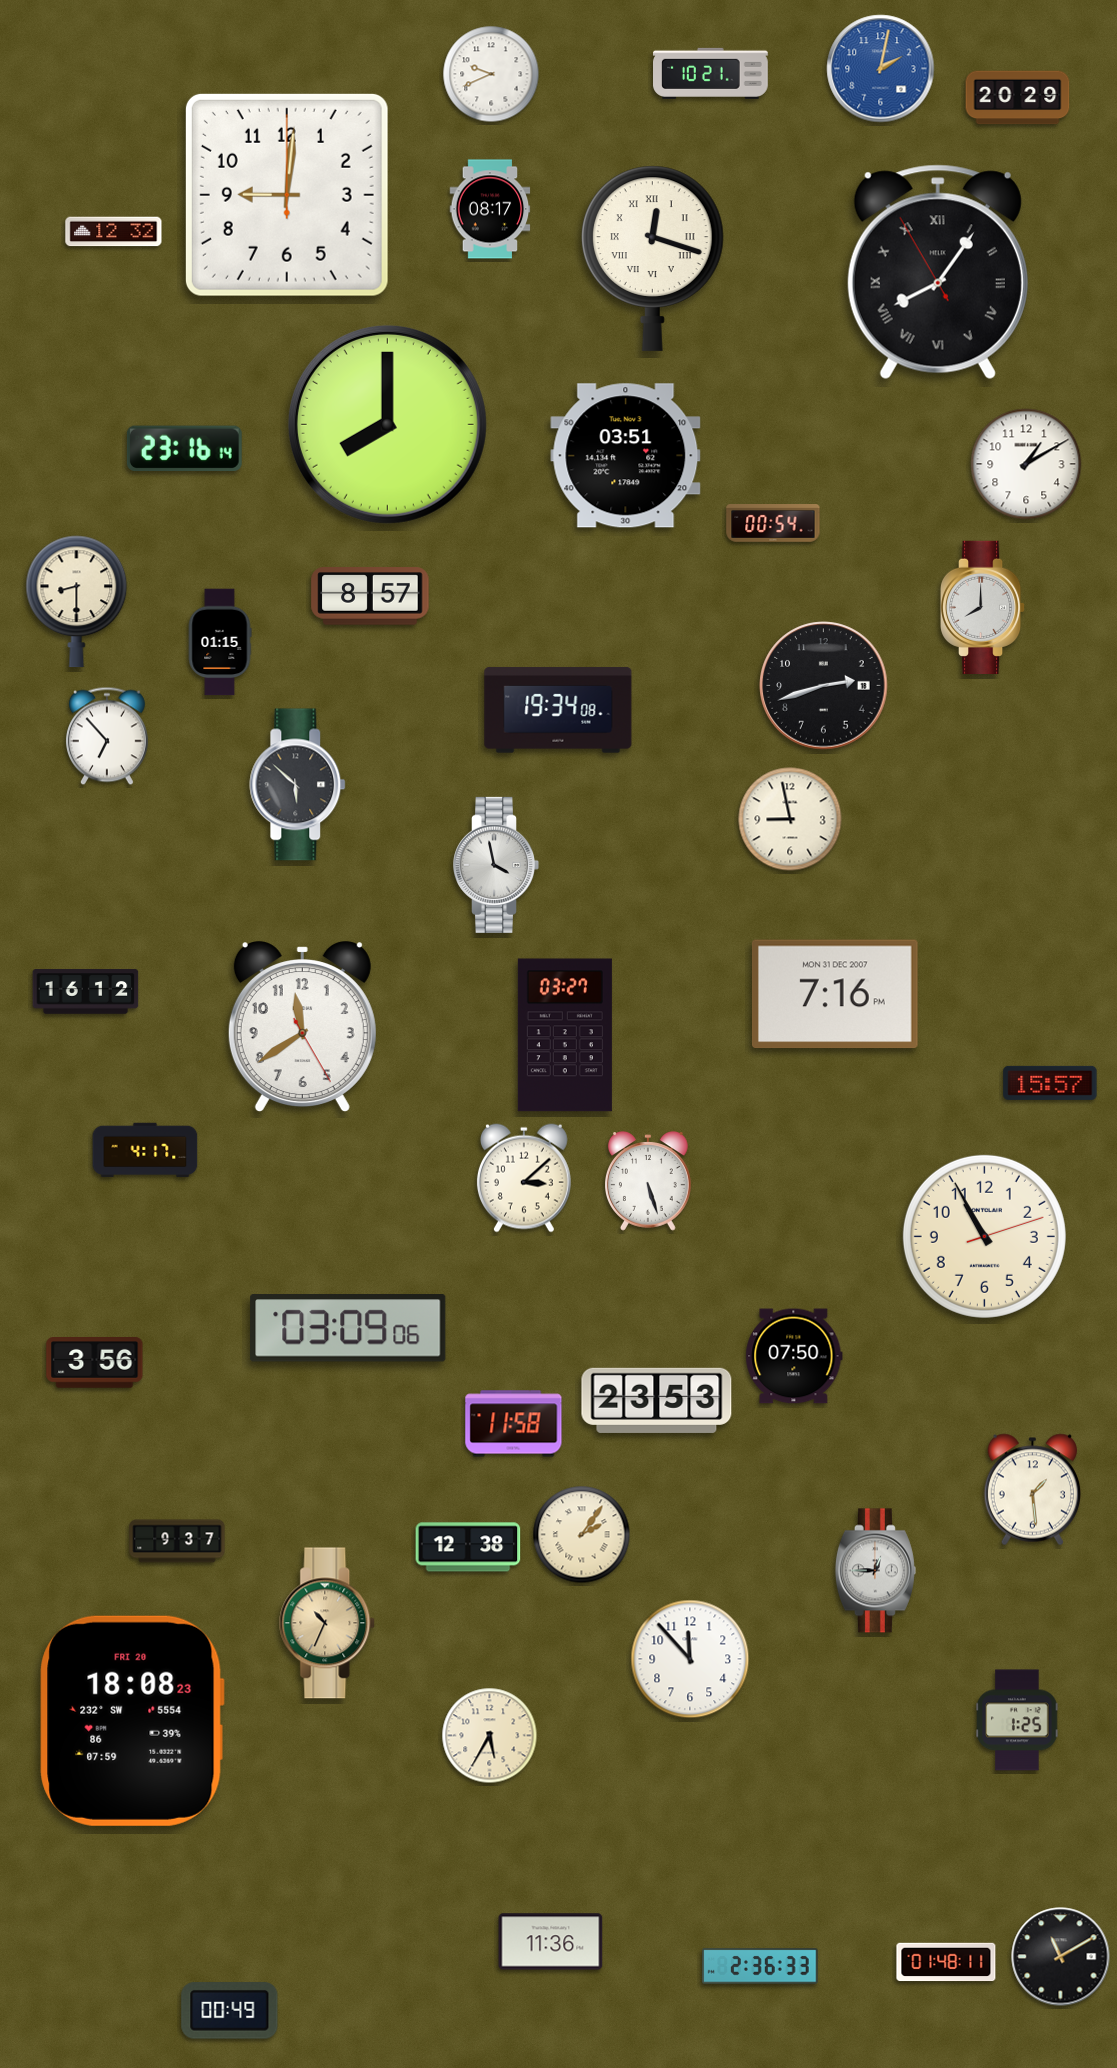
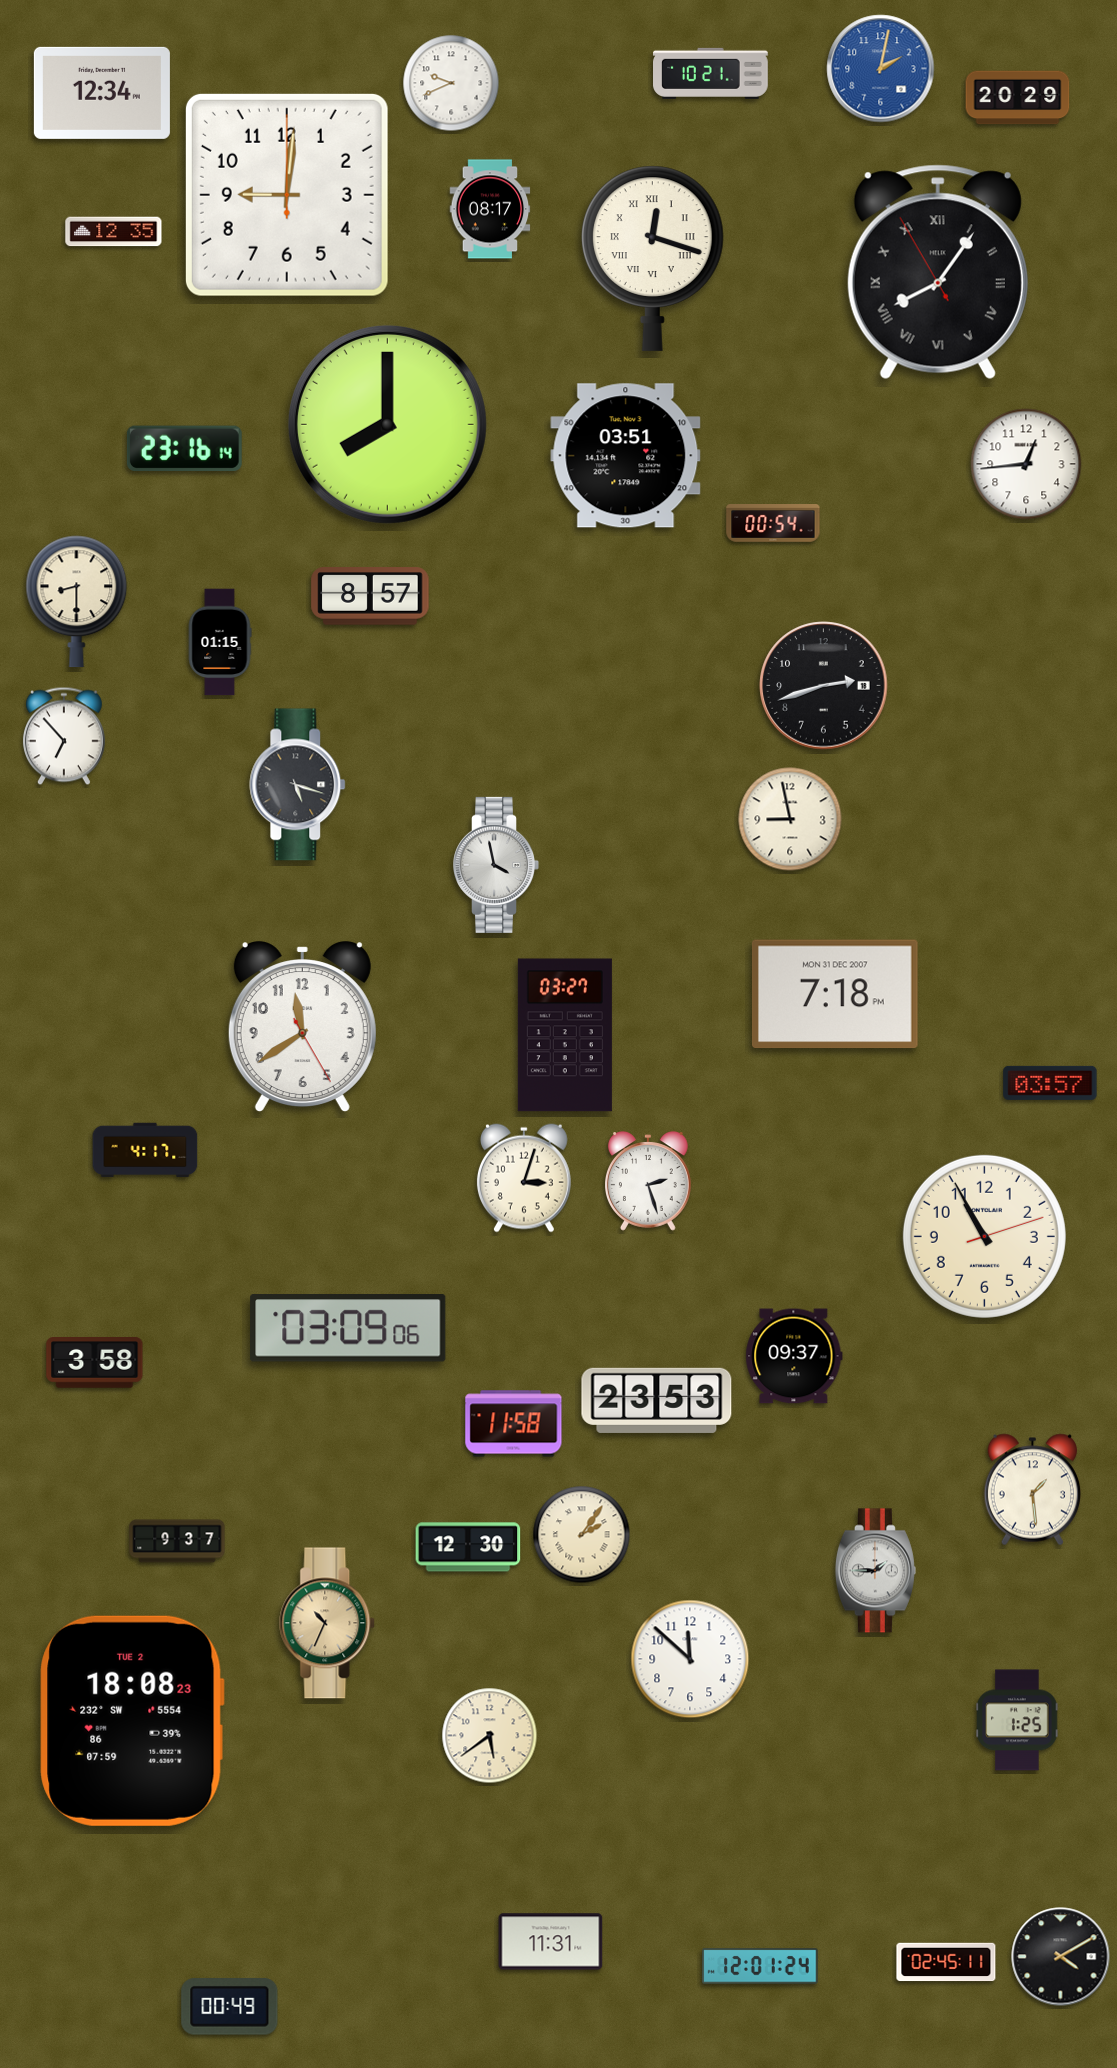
clock at (491, 74) position: (491, 74) -> (451, 83)
clock at (102, 93): none -> 12:34
clock at (114, 232): 12:32 -> 12:35
clock at (1026, 464): 1:10 -> 12:44
clock at (983, 607): 8:00 -> none
clock at (558, 710): 19:34 -> none
clock at (107, 736) position: (107, 736) -> (64, 736)
clock at (298, 785): 5:52 -> 5:18
clock at (86, 992): 16:12 -> none
clock at (835, 994): 7:16 -> 7:18
clock at (1050, 1083): 15:57 -> 03:57
clock at (524, 1178): 3:08 -> 3:03
clock at (649, 1181): 5:27 -> 2:27
clock at (794, 1356): 07:50 -> 09:37
clock at (95, 1363): 3:56 -> 3:58
clock at (468, 1547): 12:38 -> 12:30
clock at (875, 1571): 12:45 -> 1:45
clock at (690, 1659): 11:53 -> 11:52
clock at (132, 1721) date: FRI 20 -> TUE 2
clock at (490, 1736): 5:35 -> 5:39
clock at (551, 1942): 11:36 -> 11:31
clock at (1061, 1957): 11:10 -> 4:10
clock at (946, 1962): 01:48 -> 02:45
clock at (760, 1966): 2:36 -> 12:01
clock at (230, 2011) position: (230, 2011) -> (230, 2007)
